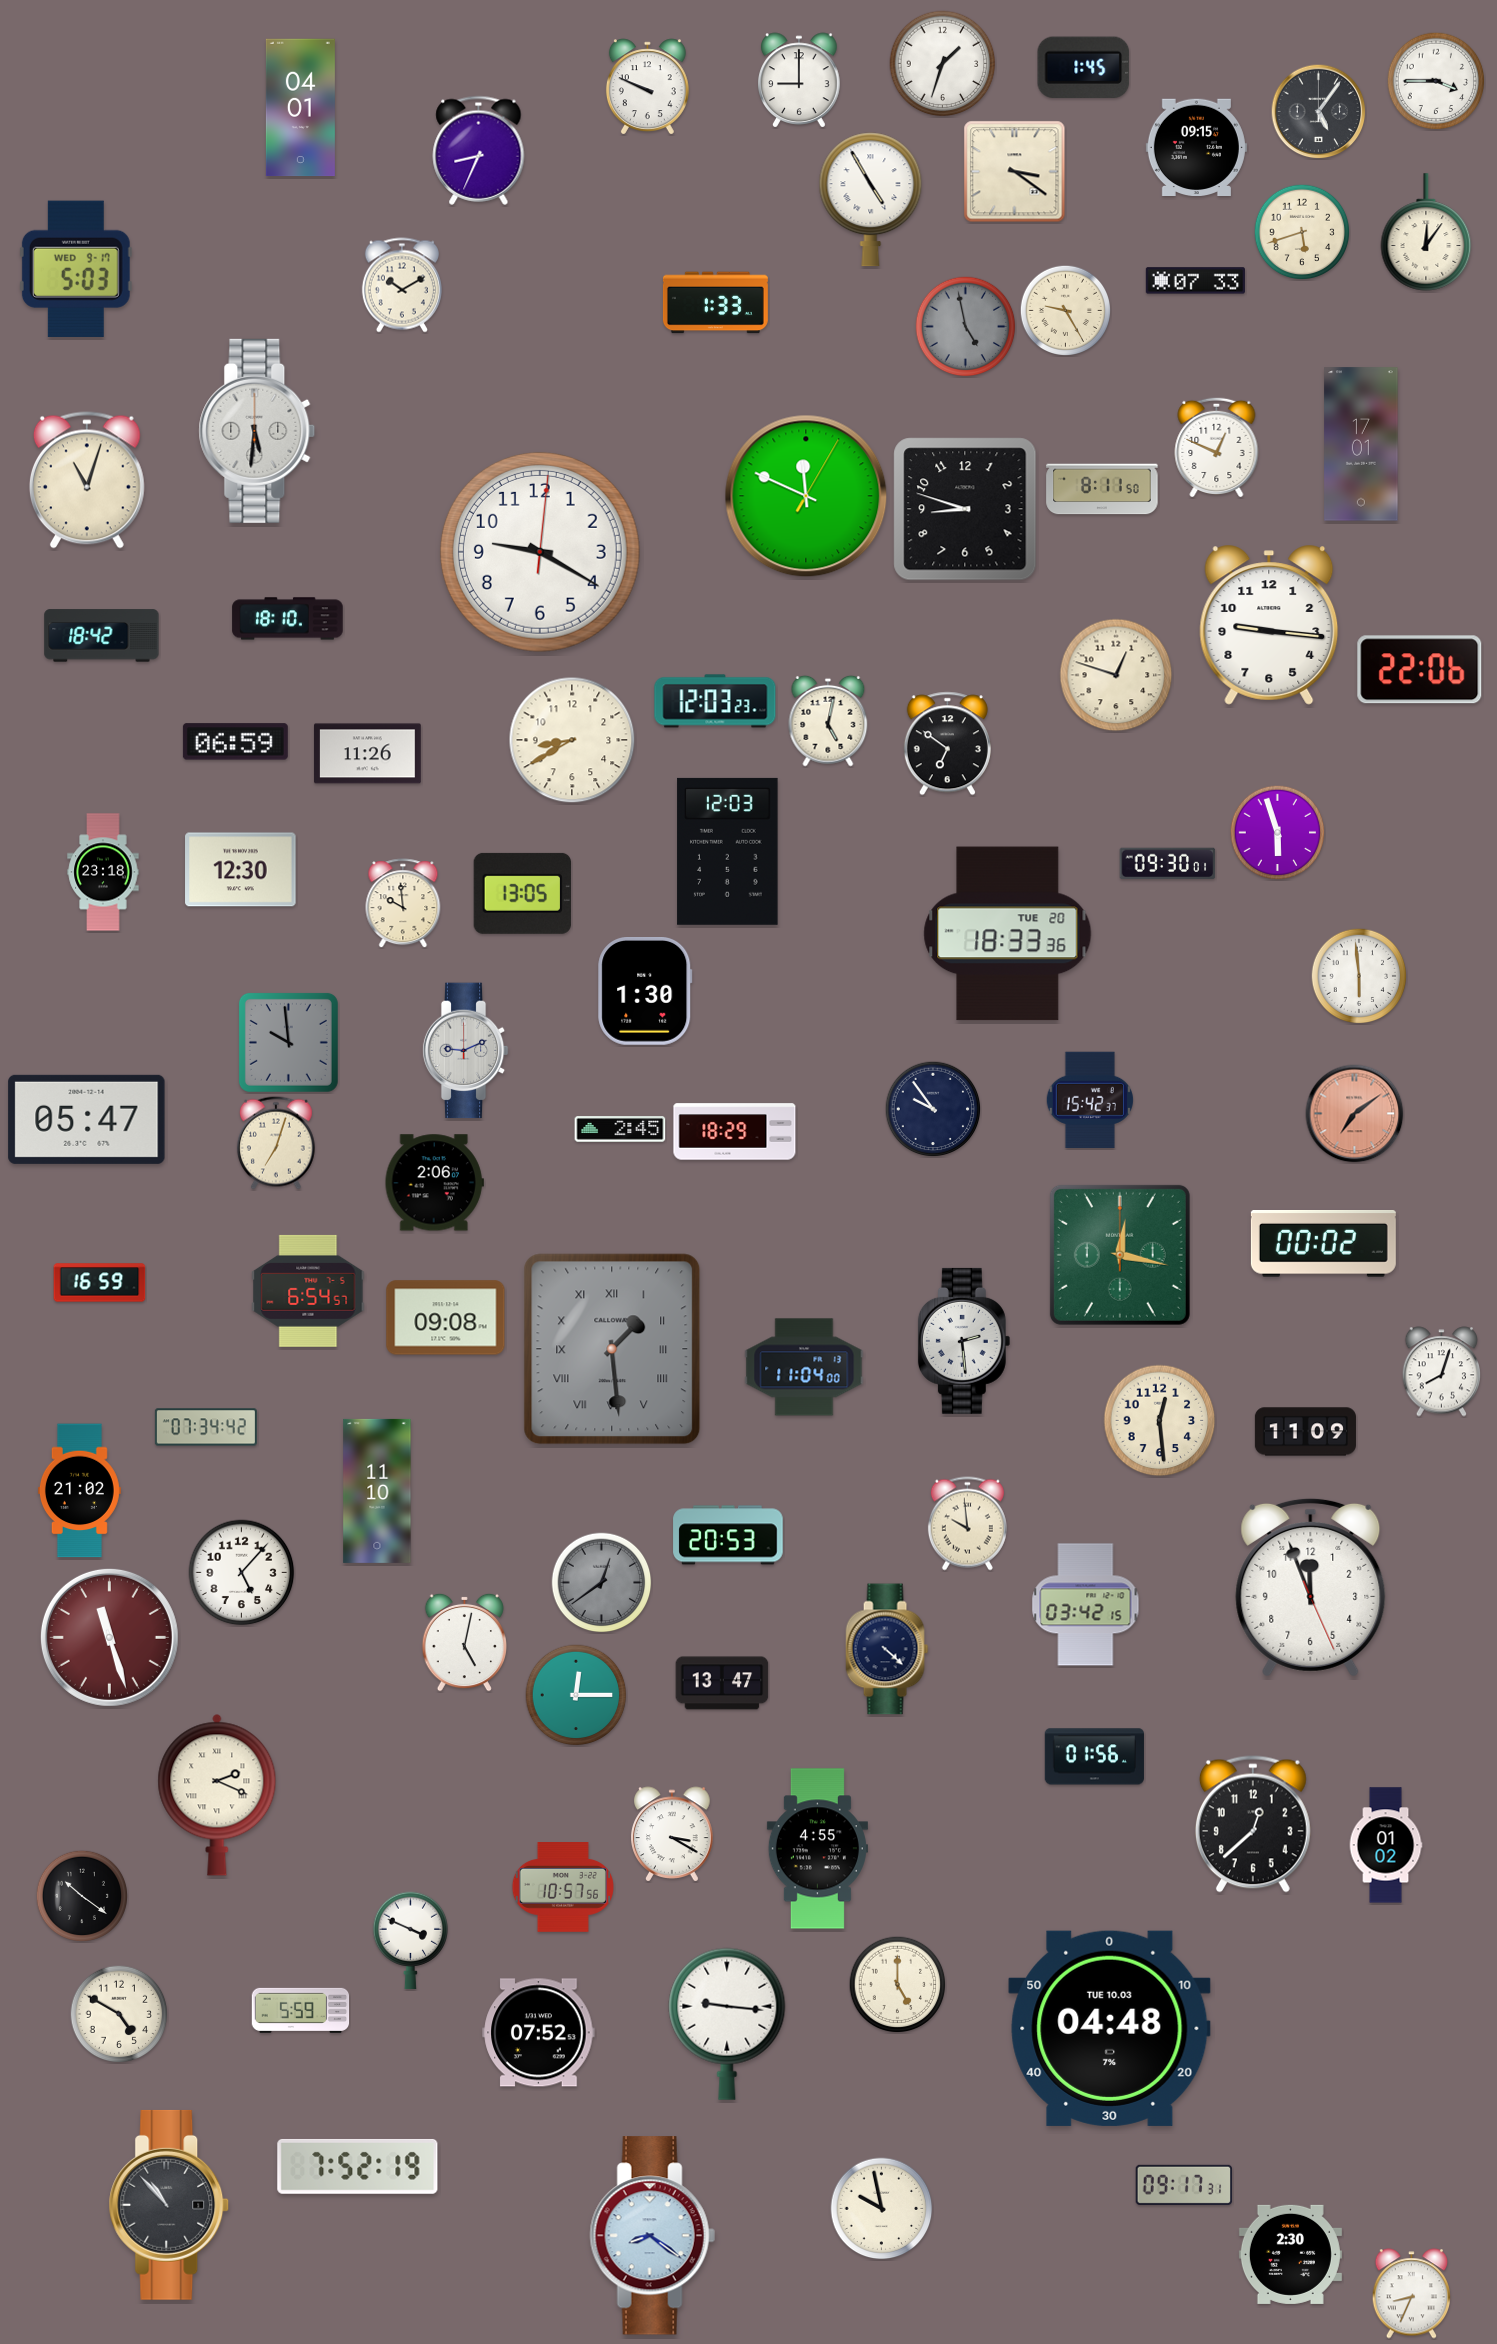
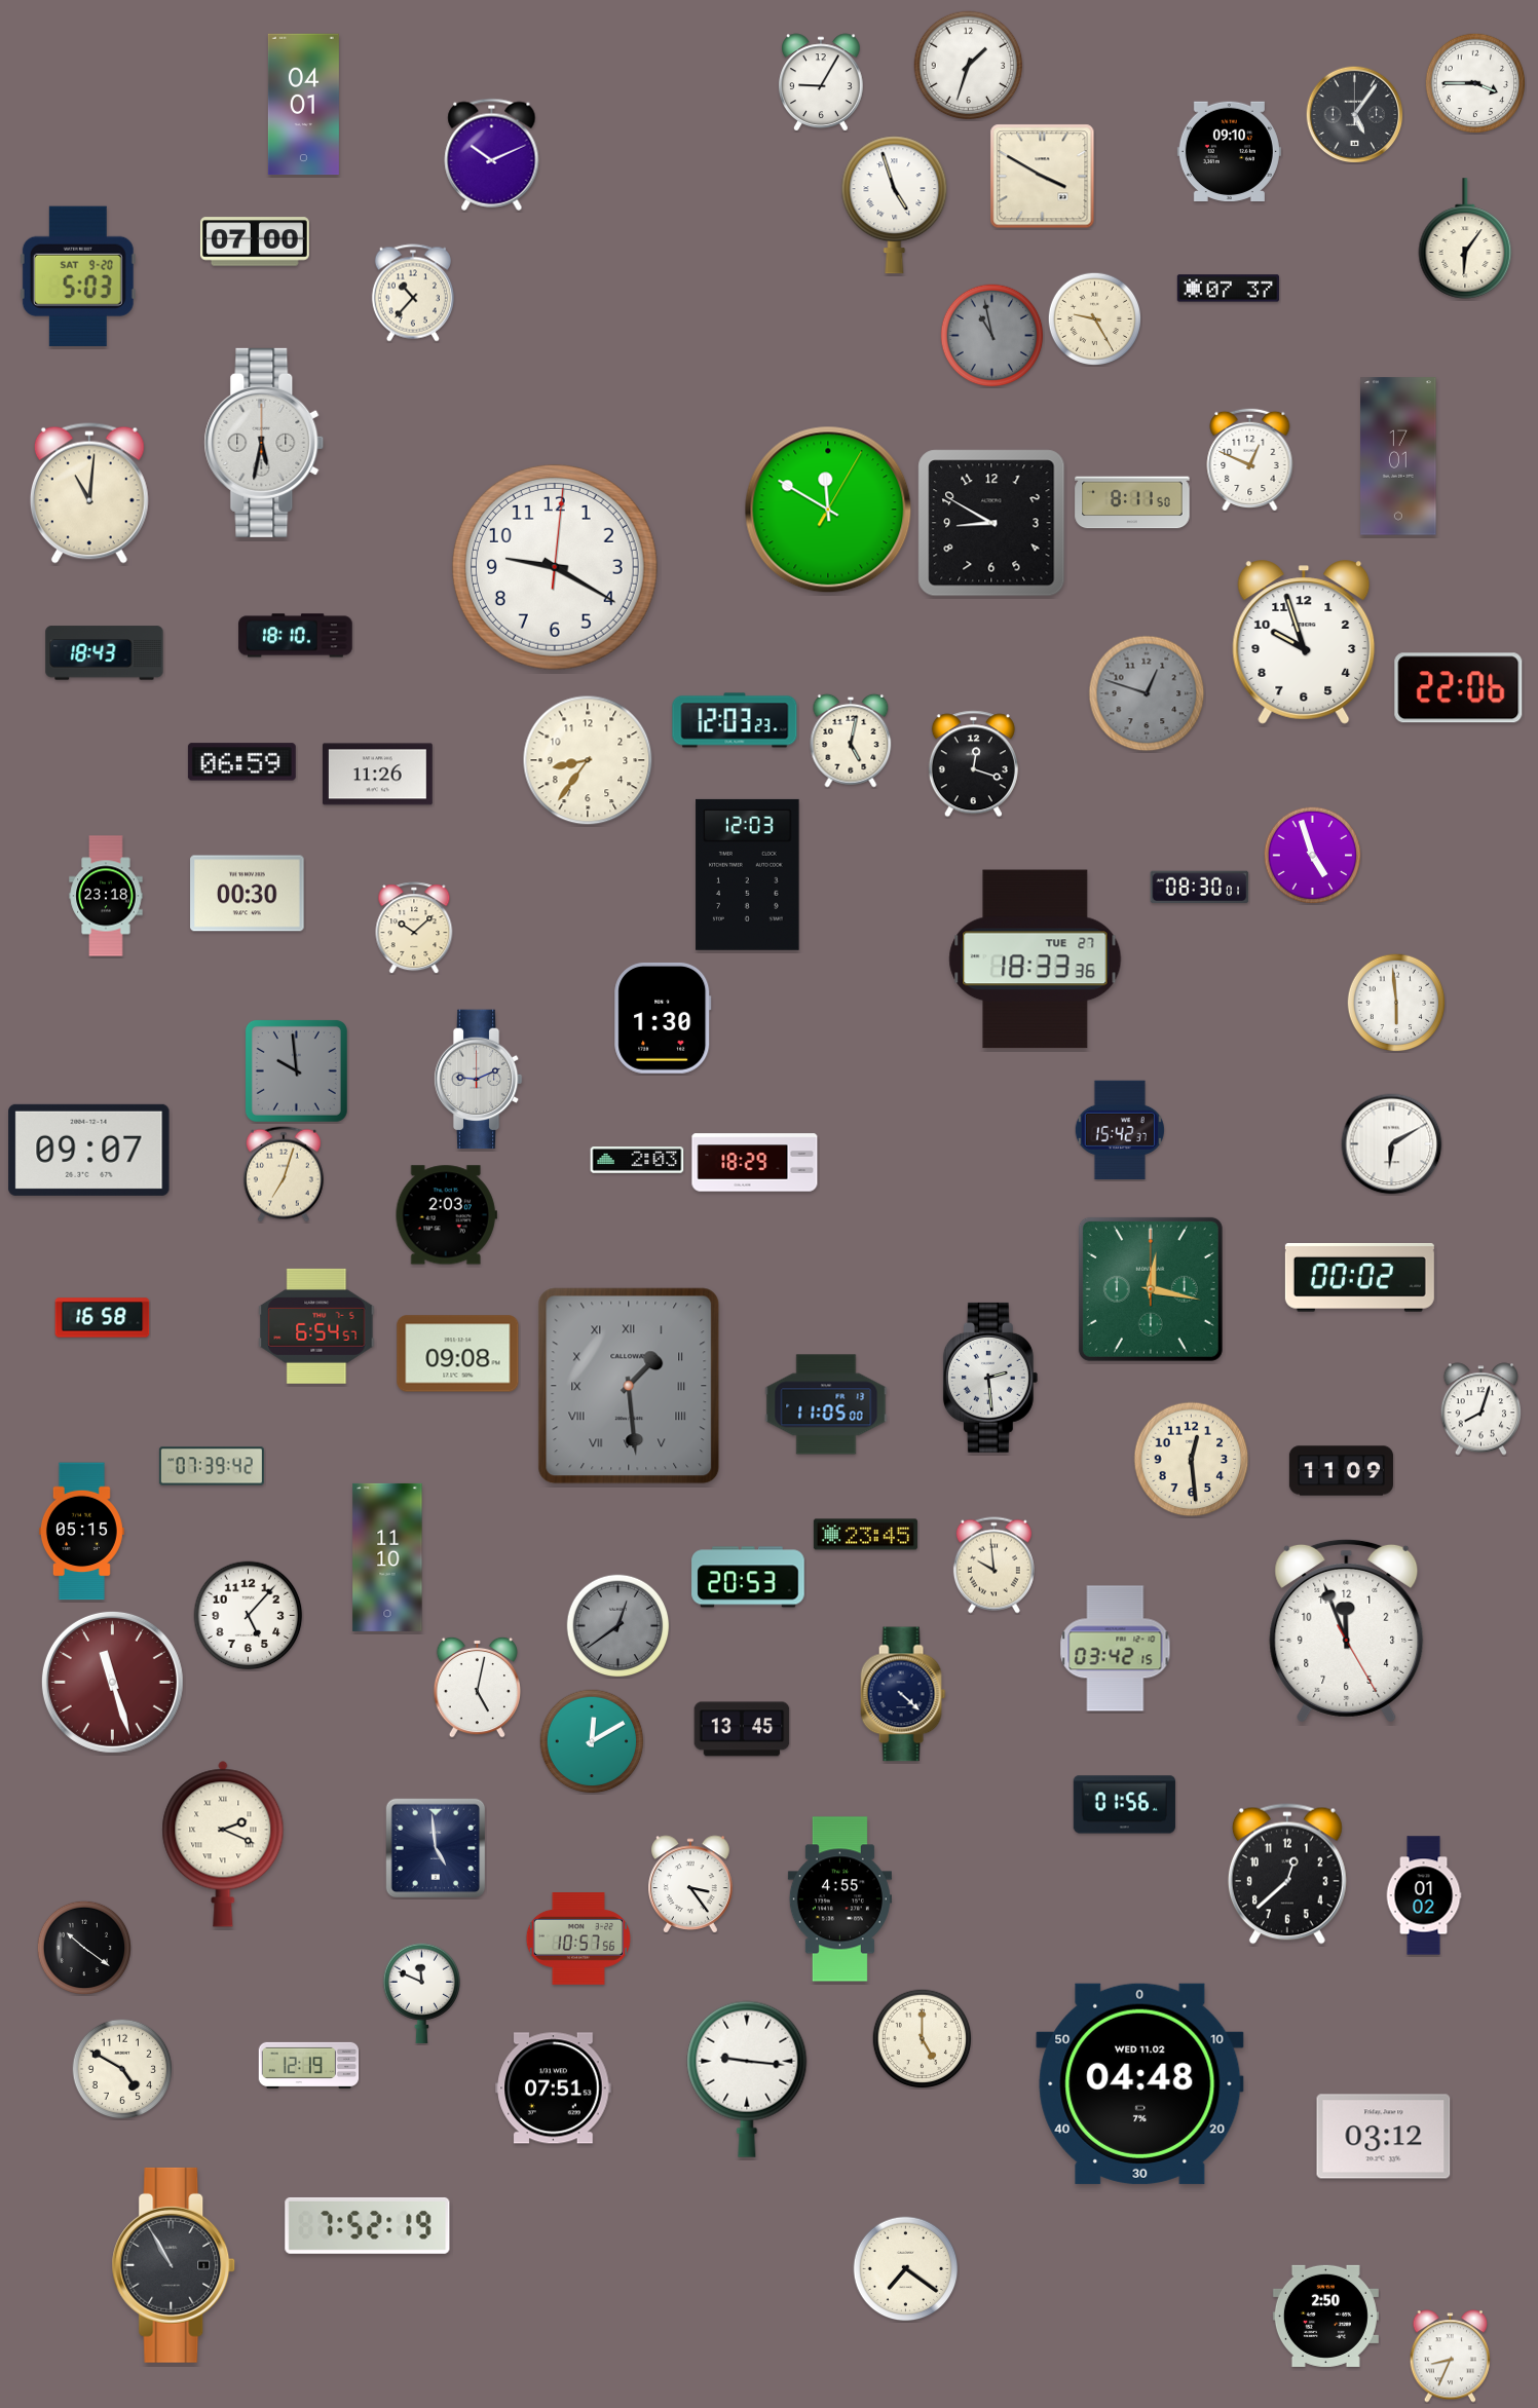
clock at (1084, 68): 1:45 -> none
clock at (800, 80): 9:00 -> 9:05
clock at (647, 87): 9:49 -> none
clock at (300, 108) position: (300, 108) -> (303, 105)
clock at (1196, 147): 09:15 -> 09:10
clock at (479, 150): 8:34 -> 10:11
clock at (1015, 172): 3:21 -> 3:50
clock at (871, 200): 4:55 -> 4:57
clock at (1302, 232): 5:42 -> none
clock at (1426, 232): 12:06 -> 6:06
clock at (255, 241): none -> 07:00
clock at (76, 269) date: WED 9-17 -> SAT 9-20
clock at (1195, 281): 07:33 -> 07:37
clock at (402, 285): 10:10 -> 10:37
clock at (715, 303): 1:33 -> none
clock at (966, 327): 4:58 -> 10:58
clock at (257, 431): 5:31 -> 5:32
clock at (87, 480): 11:03 -> 11:01
clock at (806, 496): 11:49 -> 11:50
clock at (965, 509): 8:48 -> 8:50
clock at (1269, 625): 9:16 -> 9:57
clock at (102, 636): 18:42 -> 18:43
clock at (1116, 675) dial: cream -> grey
clock at (572, 740): 8:40 -> 8:36
clock at (947, 744): 6:51 -> 12:18
clock at (1277, 832): 5:57 -> 4:57
clock at (1168, 864): 09:30 -> 08:30
clock at (241, 870): 12:30 -> 00:30
clock at (522, 893): 13:05 -> none
clock at (403, 903): 9:59 -> 10:08
clock at (1008, 934) date: TUE 20 -> TUE 27
clock at (933, 1109): 9:54 -> none
clock at (1355, 1114): 7:09 -> 6:10
clock at (1355, 1114) dial: salmon -> white
clock at (87, 1119): 05:47 -> 09:07
clock at (620, 1129): 2:45 -> 2:03
clock at (434, 1183): 2:06 -> 2:03
clock at (100, 1283): 16:59 -> 16:58
clock at (804, 1367): 11:04 -> 11:05
clock at (206, 1427): 07:34 -> 07:39
clock at (79, 1491): 21:02 -> 05:15
clock at (377, 1491) position: (377, 1491) -> (387, 1557)
clock at (865, 1535): none -> 23:45
clock at (1311, 1587): 11:56:26 -> 11:56:25
clock at (887, 1649) position: (887, 1649) -> (903, 1694)
clock at (722, 1683): 13:47 -> 13:45
clock at (576, 1695): 12:15 -> 12:10
clock at (436, 1848): none -> 4:59
clock at (673, 1834): 3:20 -> 3:24
clock at (411, 1941): 3:49 -> 11:49
clock at (301, 2010): 5:59 -> 12:19
clock at (1110, 2028) date: TUE 10.03 -> WED 11.02
clock at (539, 2033): 07:52 -> 07:51
clock at (1384, 2137): none -> 03:12
clock at (1184, 2185): 09:17 -> none
clock at (169, 2205): 10:53 -> 10:55
clock at (882, 2209): 9:58 -> 7:21
clock at (652, 2236): 8:21 -> none
clock at (1290, 2254): 2:30 -> 2:50
